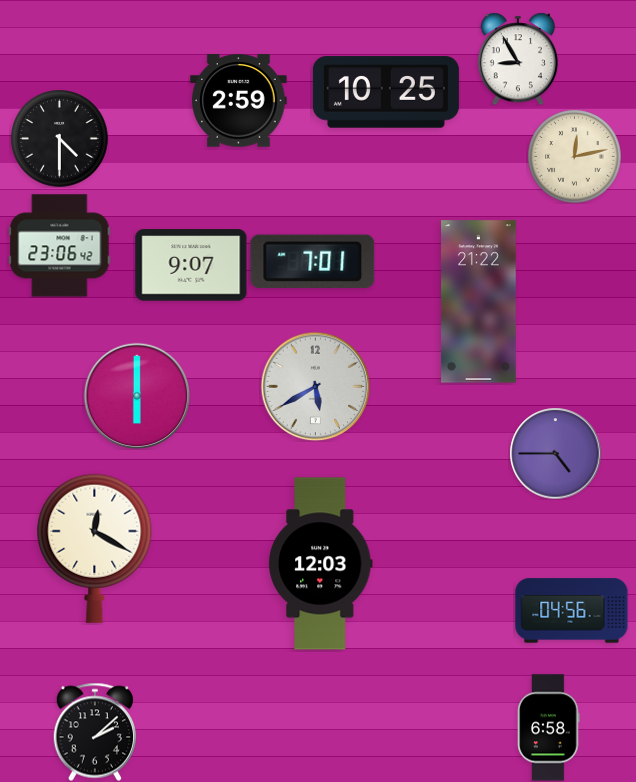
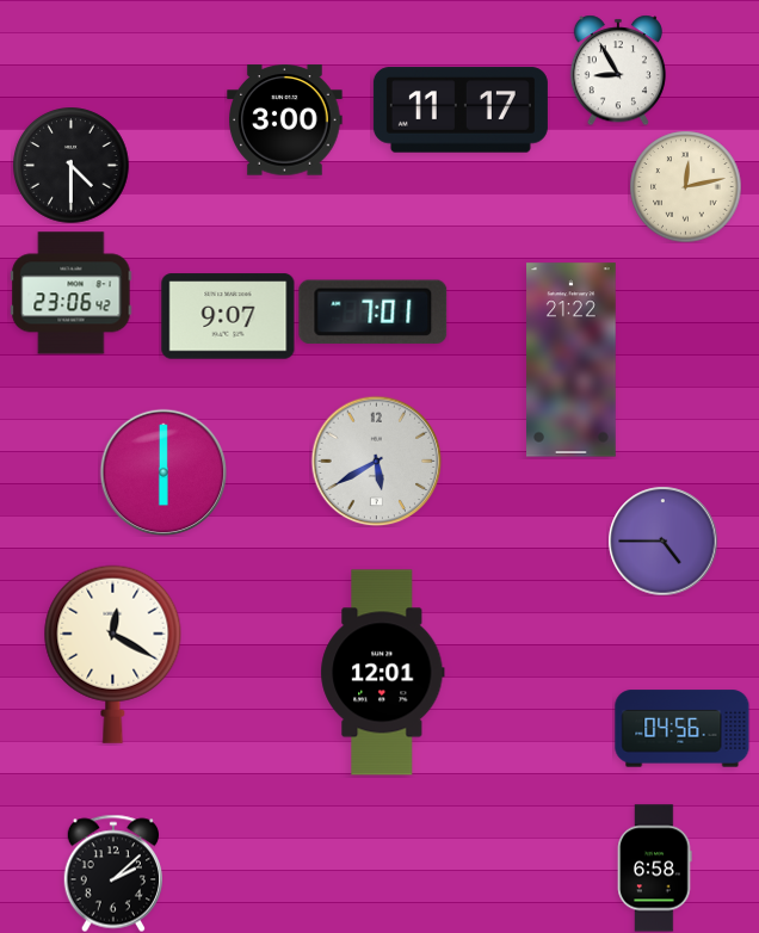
clock at (386, 92): 10:25 -> 11:17
clock at (239, 101): 2:59 -> 3:00
clock at (321, 564): 12:03 -> 12:01
